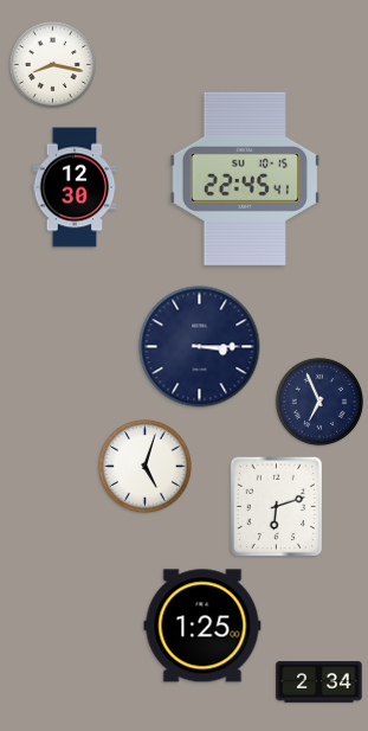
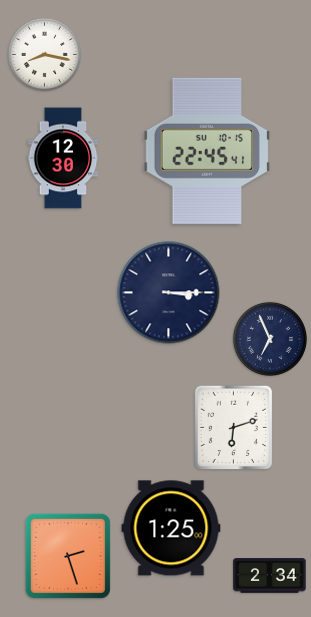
clock at (144, 466): 5:03 -> none
clock at (68, 556): none -> 2:27
